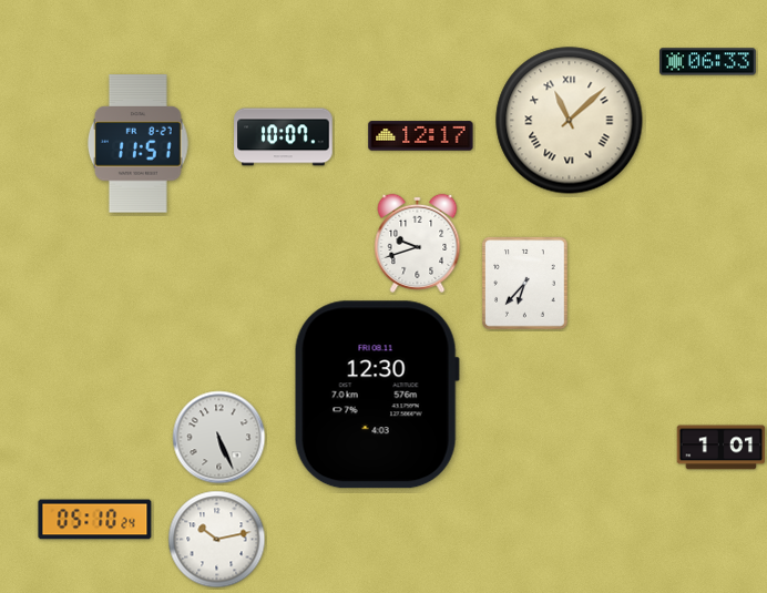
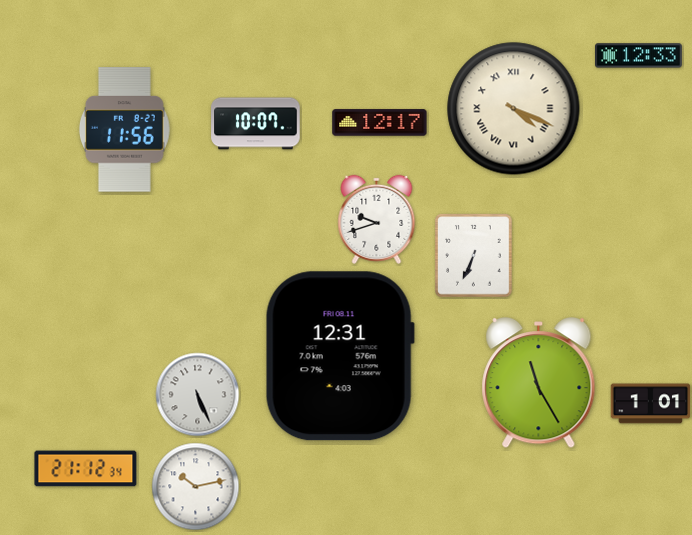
clock at (708, 62): 06:33 -> 12:33
clock at (570, 121): 11:08 -> 4:19
clock at (137, 144): 11:51 -> 11:56
clock at (525, 284): 6:37 -> 6:34
clock at (377, 395): 12:30 -> 12:31
clock at (539, 384): none -> 11:25
clock at (95, 520): 05:10 -> 21:12
